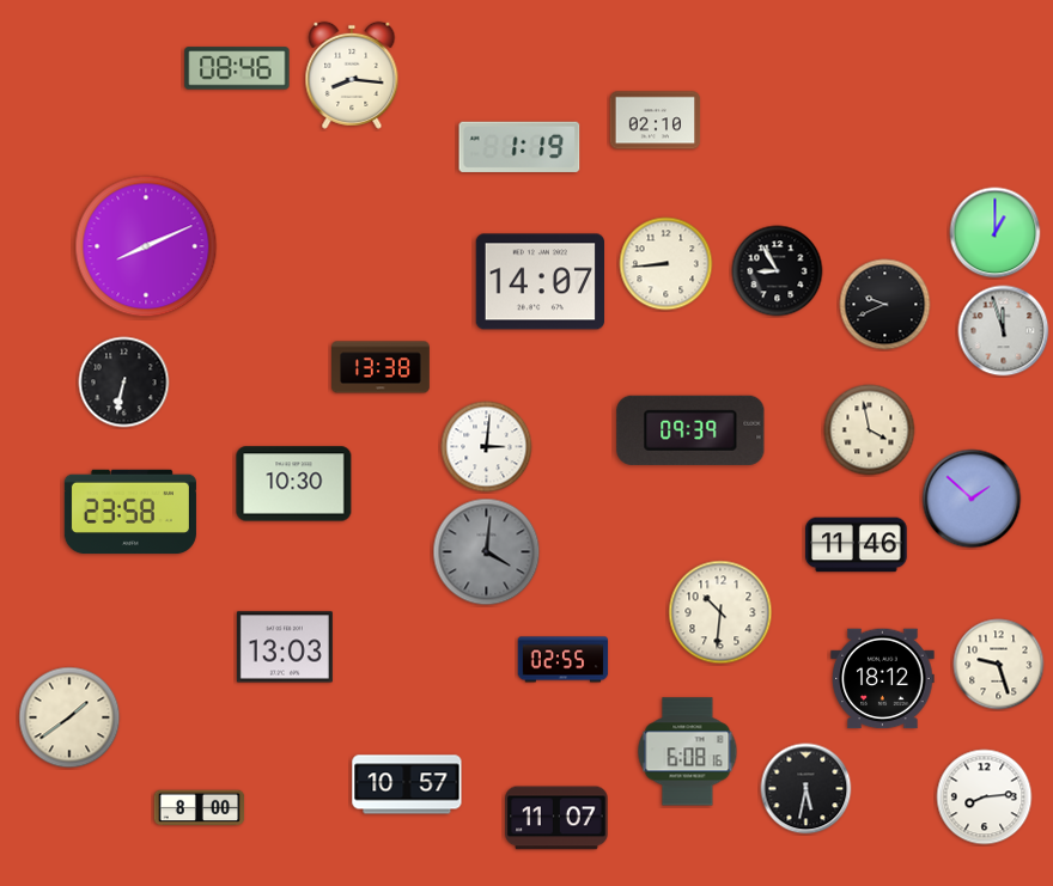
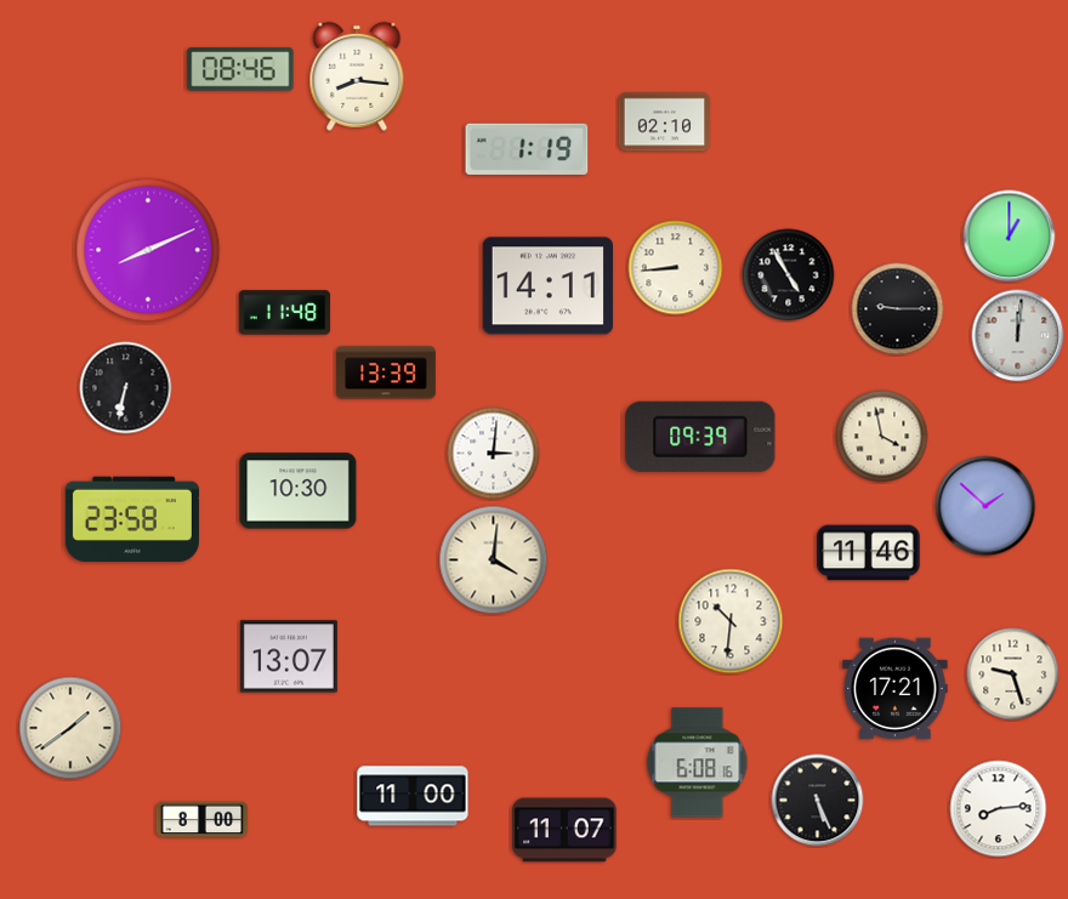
clock at (778, 271): 8:55 -> 4:55
clock at (540, 282): 14:07 -> 14:11
clock at (885, 305): 9:41 -> 9:15
clock at (285, 313): none -> 11:48
clock at (1004, 331): 11:57 -> 12:01
clock at (382, 367): 13:38 -> 13:39
clock at (487, 552) dial: grey -> cream
clock at (285, 647): 13:03 -> 13:07
clock at (564, 660): 02:55 -> none
clock at (883, 679): 18:12 -> 17:21
clock at (407, 784): 10:57 -> 11:00
clock at (807, 789): 5:32 -> 5:26
